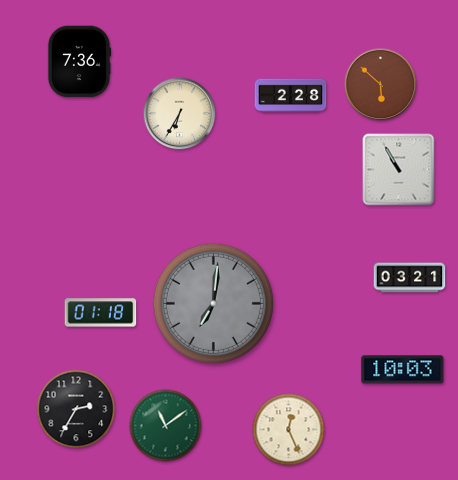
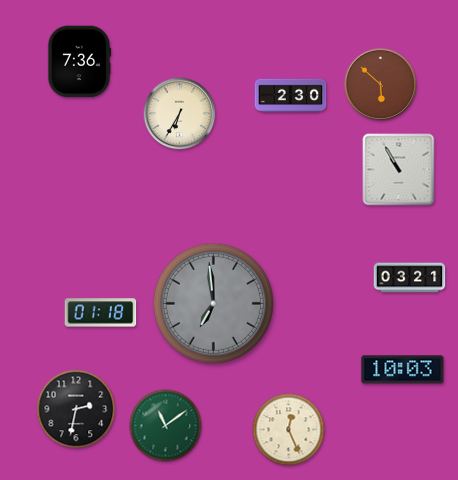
clock at (291, 96): 2:28 -> 2:30
clock at (213, 303): 7:01 -> 6:59
clock at (76, 409): 2:35 -> 2:32
